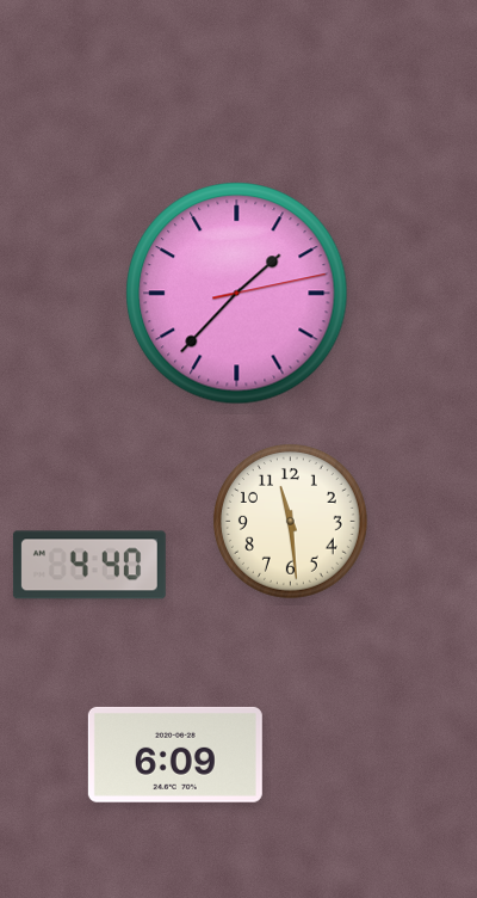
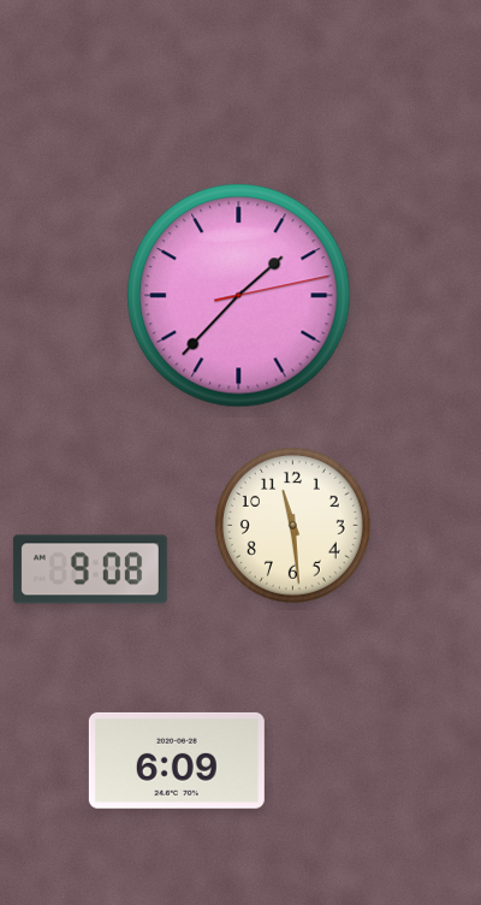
clock at (89, 565): 4:40 -> 9:08
